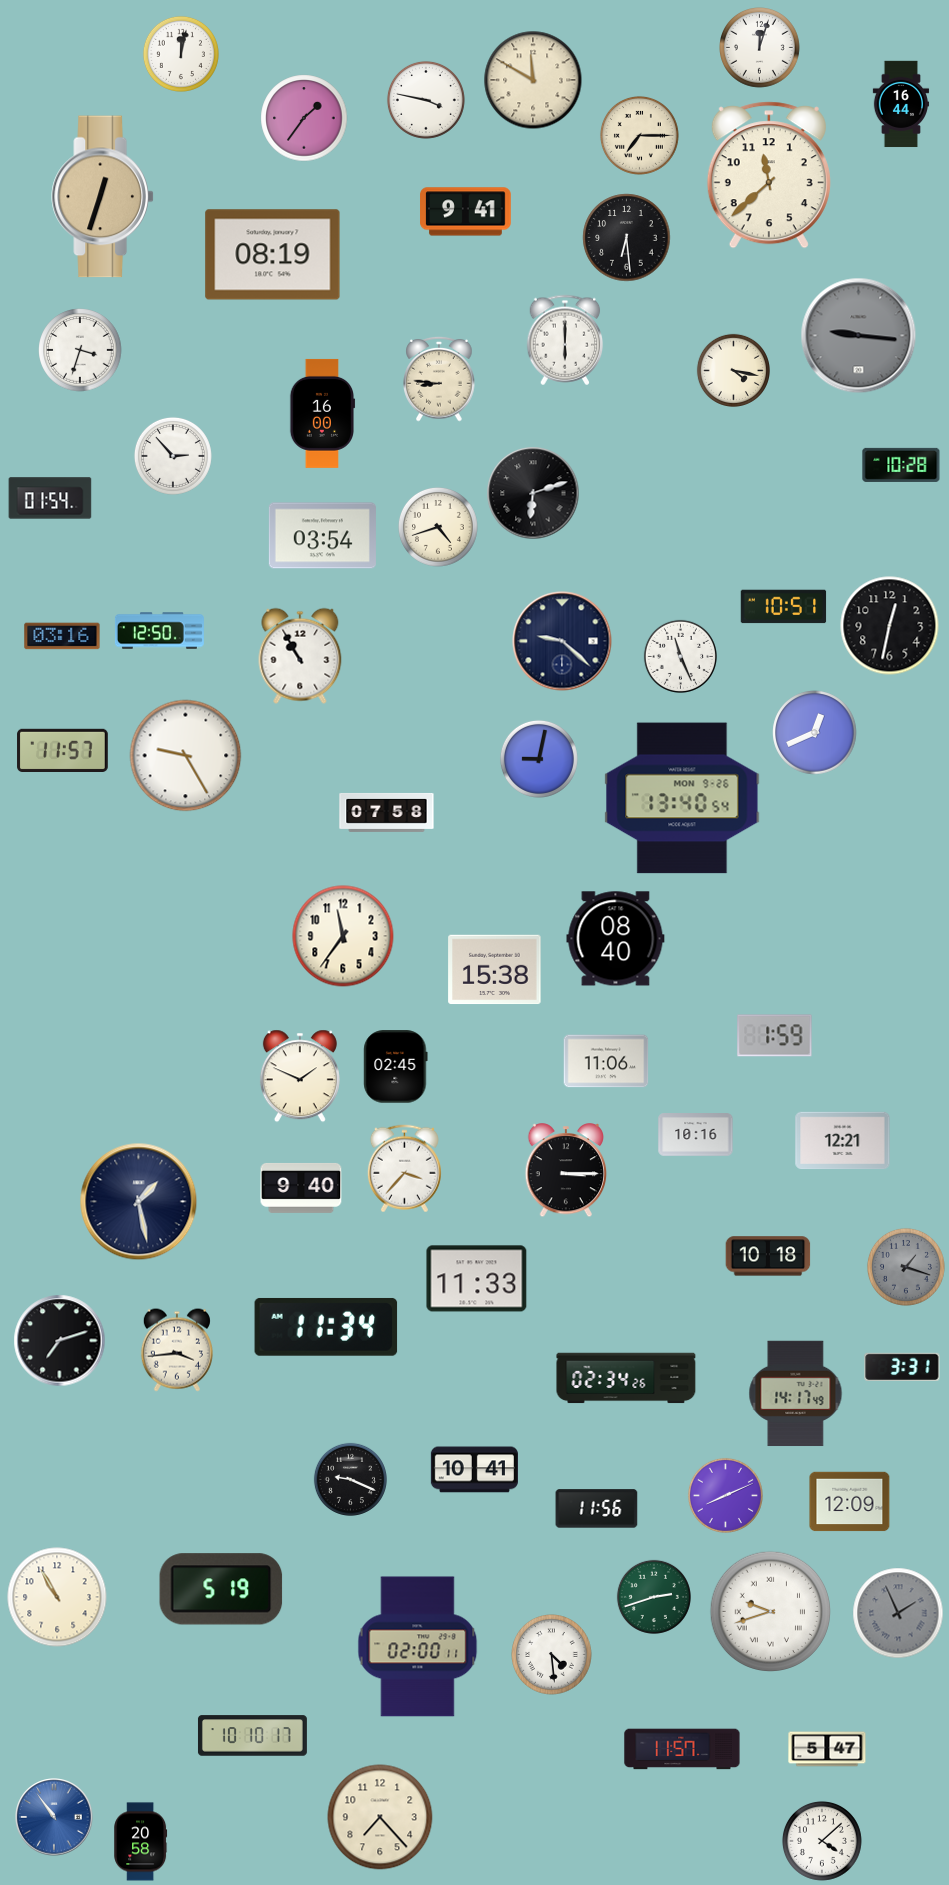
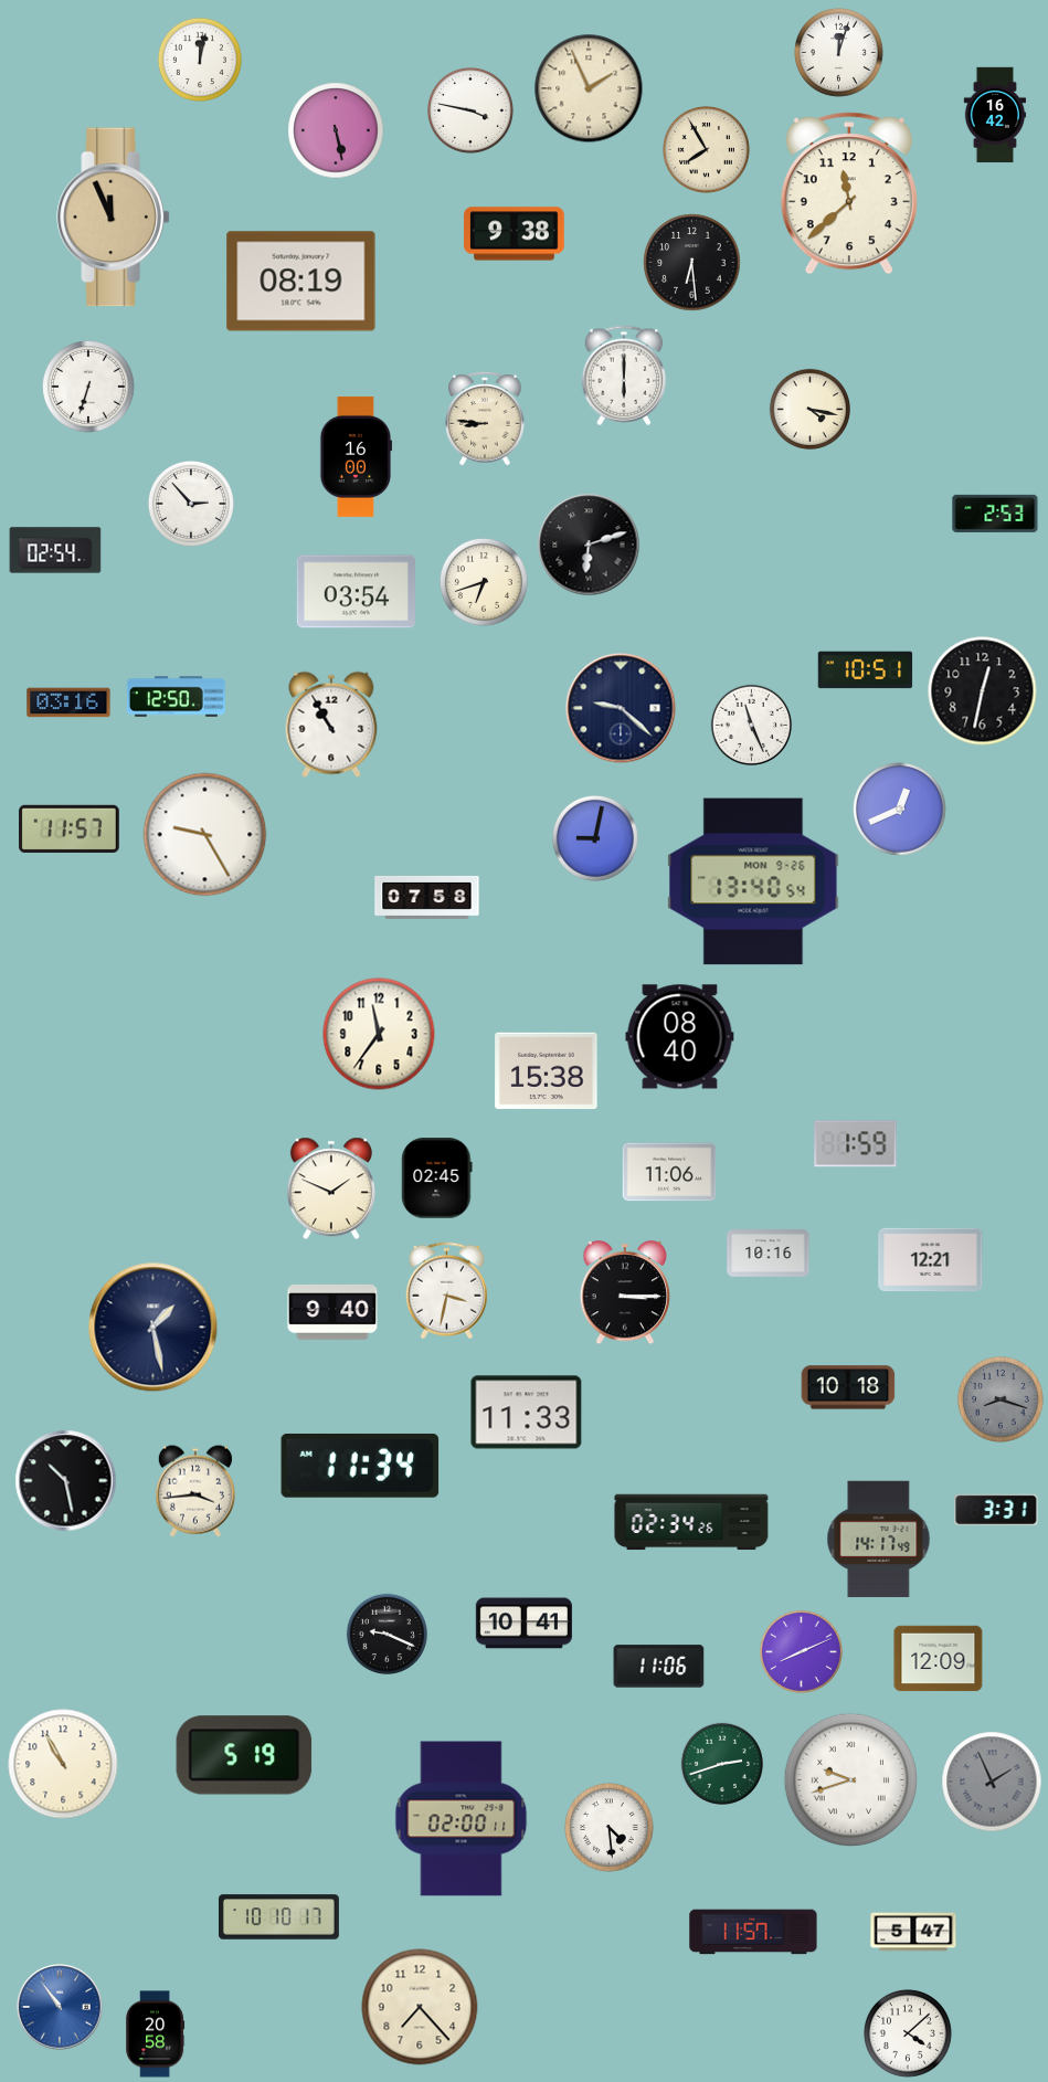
clock at (533, 80): 11:50 -> 1:56
clock at (901, 104): 16:44 -> 16:42
clock at (304, 118): 1:36 -> 5:28
clock at (639, 135): 7:15 -> 7:55
clock at (103, 197): 12:33 -> 11:56
clock at (466, 212): 9:41 -> 9:38
clock at (859, 336): 9:16 -> none
clock at (80, 350): 3:33 -> 6:33
clock at (901, 465): 10:28 -> 2:53
clock at (50, 498): 01:54 -> 02:54
clock at (438, 527): 4:42 -> 6:42
clock at (404, 1169): 3:37 -> 3:32
clock at (906, 1267): 1:18 -> 8:18
clock at (60, 1341): 7:12 -> 10:28
clock at (597, 1509): 11:56 -> 11:06
